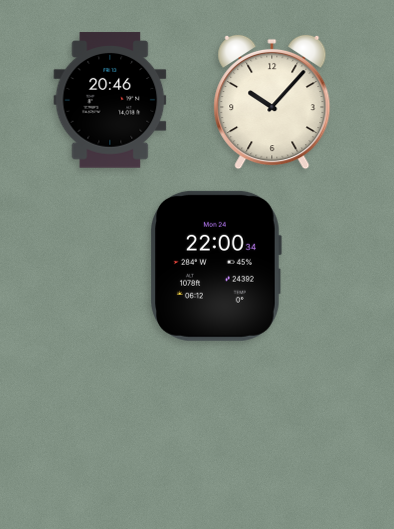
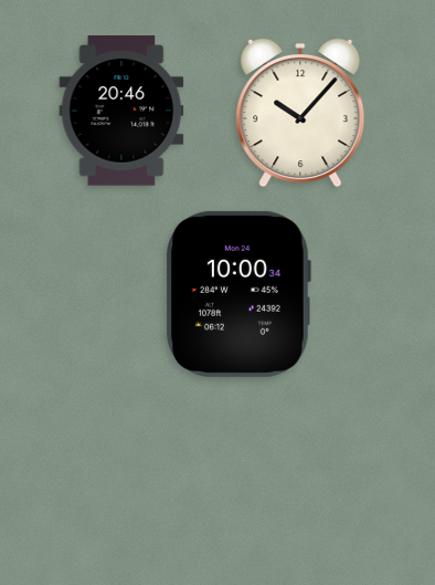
clock at (216, 266): 22:00 -> 10:00
